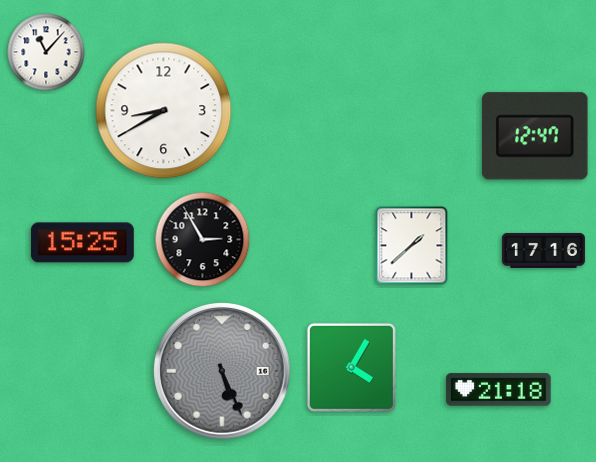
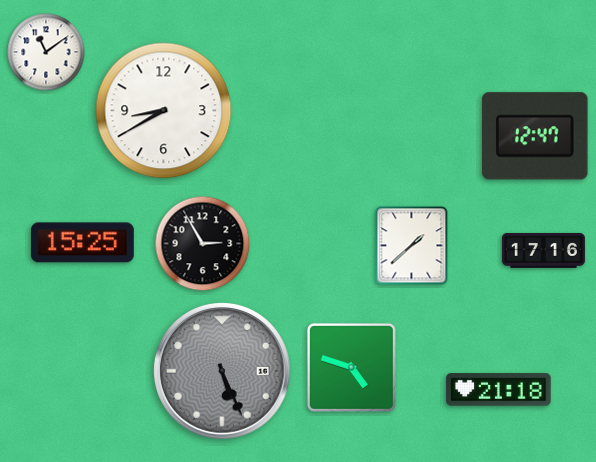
clock at (46, 52): 11:07 -> 11:09
clock at (203, 240) position: (203, 240) -> (203, 244)
clock at (351, 367): 4:05 -> 4:48
